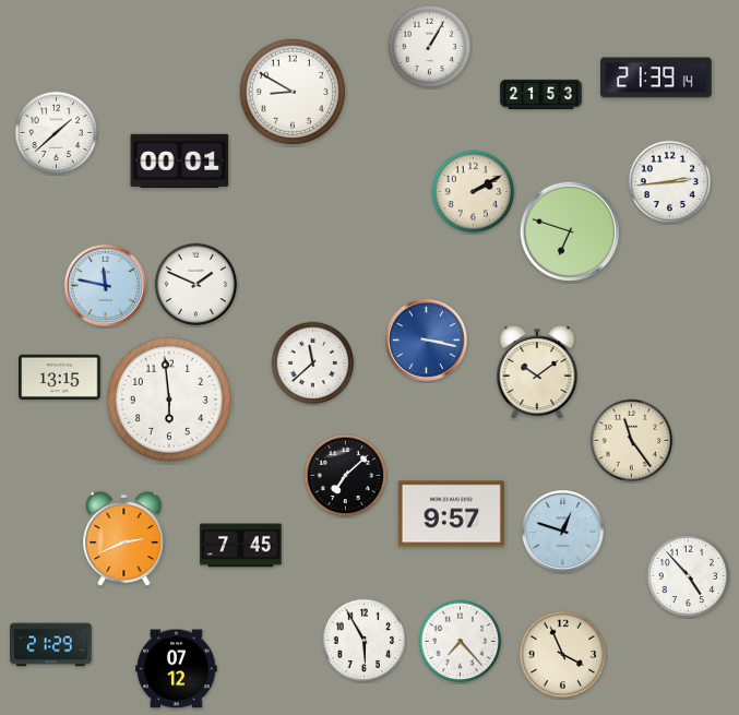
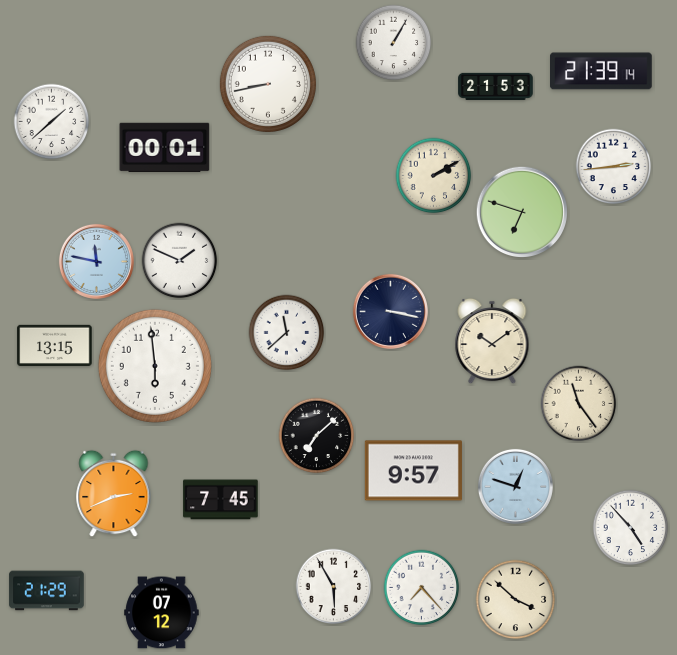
clock at (293, 92): 8:50 -> 8:43
clock at (426, 339) dial: blue -> navy
clock at (563, 655): 3:56 -> 3:52
